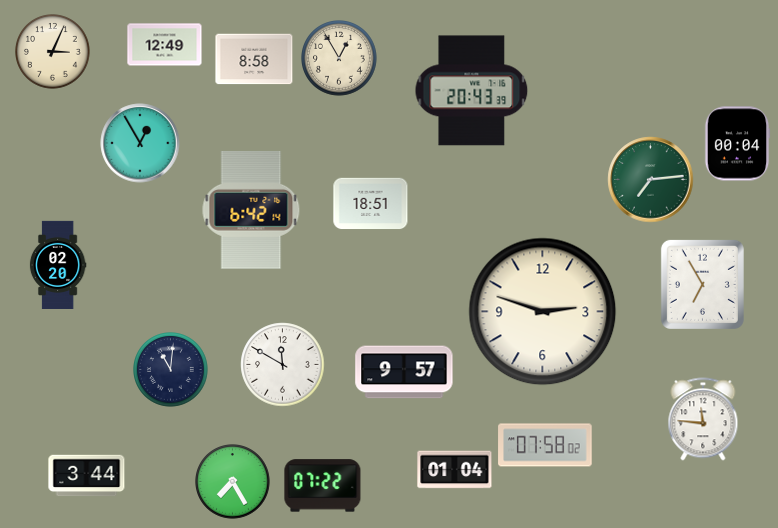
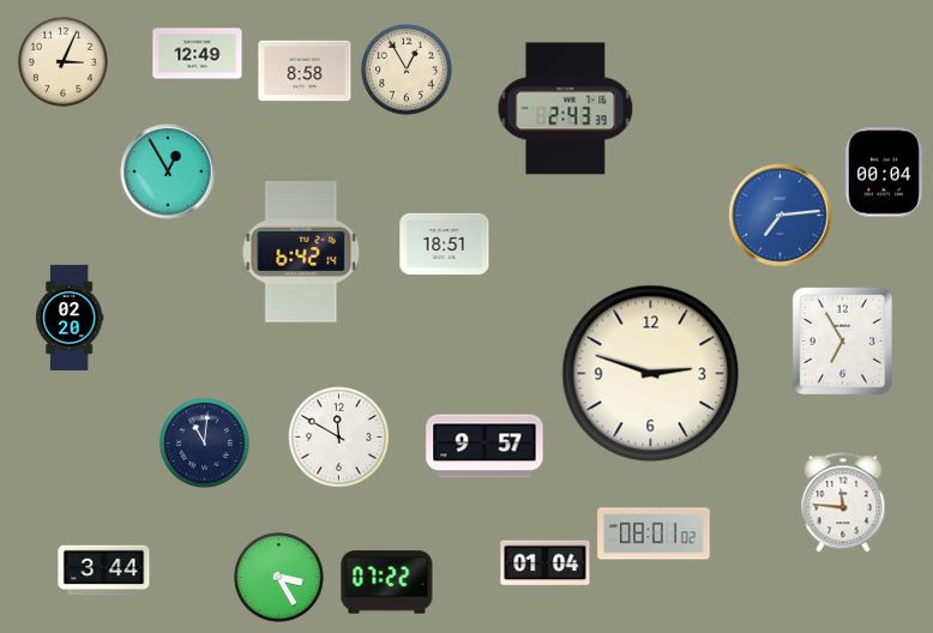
clock at (472, 91): 20:43 -> 2:43
clock at (651, 180) dial: green -> blue
clock at (545, 445): 07:58 -> 08:01
clock at (233, 482): 7:25 -> 3:25
